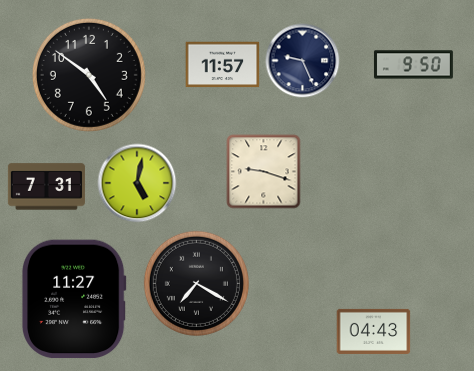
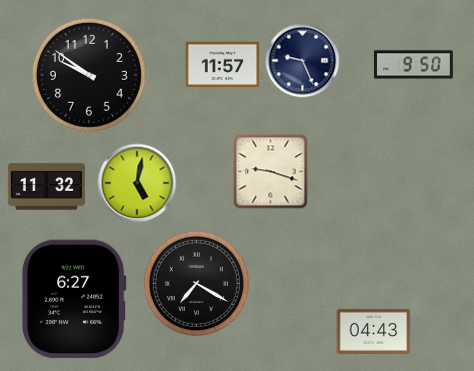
clock at (89, 75): 4:51 -> 9:51
clock at (264, 172) position: (264, 172) -> (271, 172)
clock at (46, 187): 7:31 -> 11:32
clock at (74, 299): 11:27 -> 6:27
